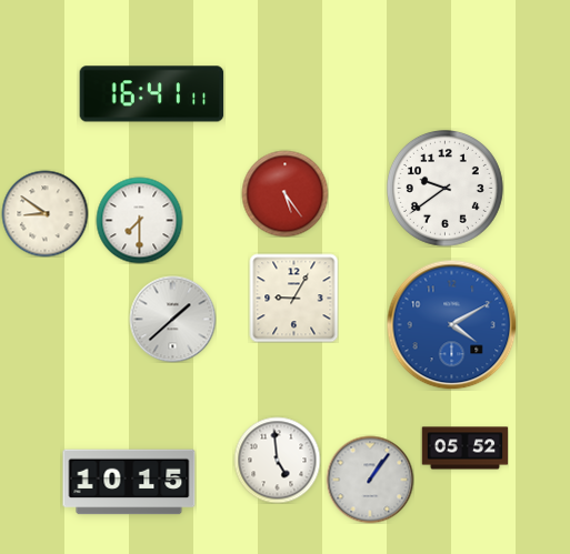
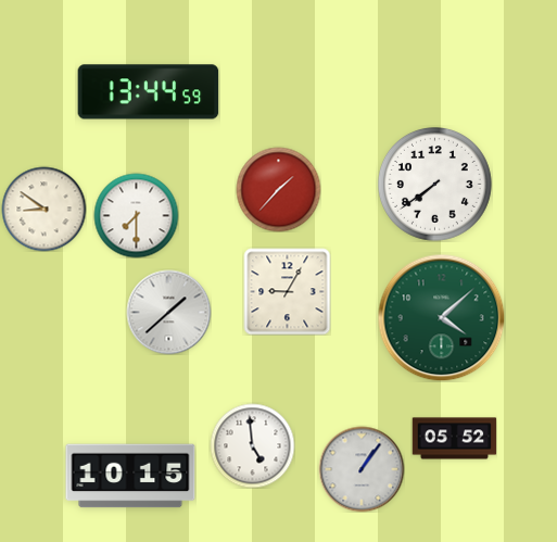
clock at (152, 94): 16:41 -> 13:44
clock at (446, 189): 9:39 -> 7:39
clock at (284, 193): 5:24 -> 1:37
clock at (451, 324): 4:10 -> 4:08
clock at (451, 324) dial: blue -> green
clock at (277, 460) position: (277, 460) -> (252, 445)
clock at (129, 482) position: (129, 482) -> (130, 476)
